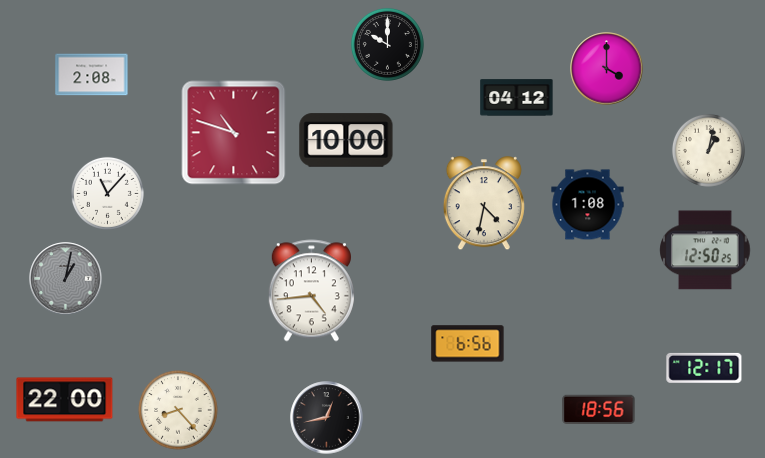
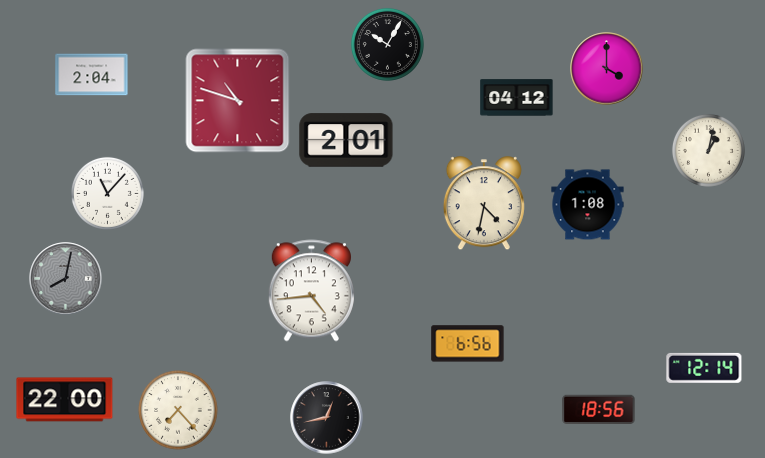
clock at (387, 44): 10:00 -> 10:05
clock at (92, 75): 2:08 -> 2:04
clock at (234, 133) position: (234, 133) -> (238, 101)
clock at (346, 140): 10:00 -> 2:01
clock at (705, 250): 12:50 -> none
clock at (66, 279): 1:02 -> 8:02
clock at (704, 368): 12:17 -> 12:14
clock at (178, 410): 8:23 -> 7:23
